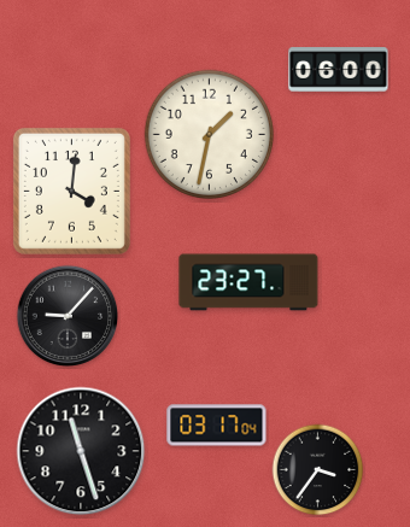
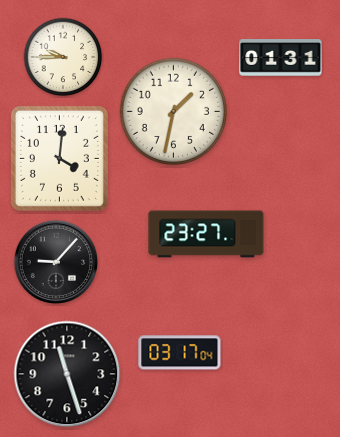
clock at (63, 57): none -> 9:45
clock at (339, 70): 06:00 -> 01:31
clock at (318, 470): 3:36 -> none
